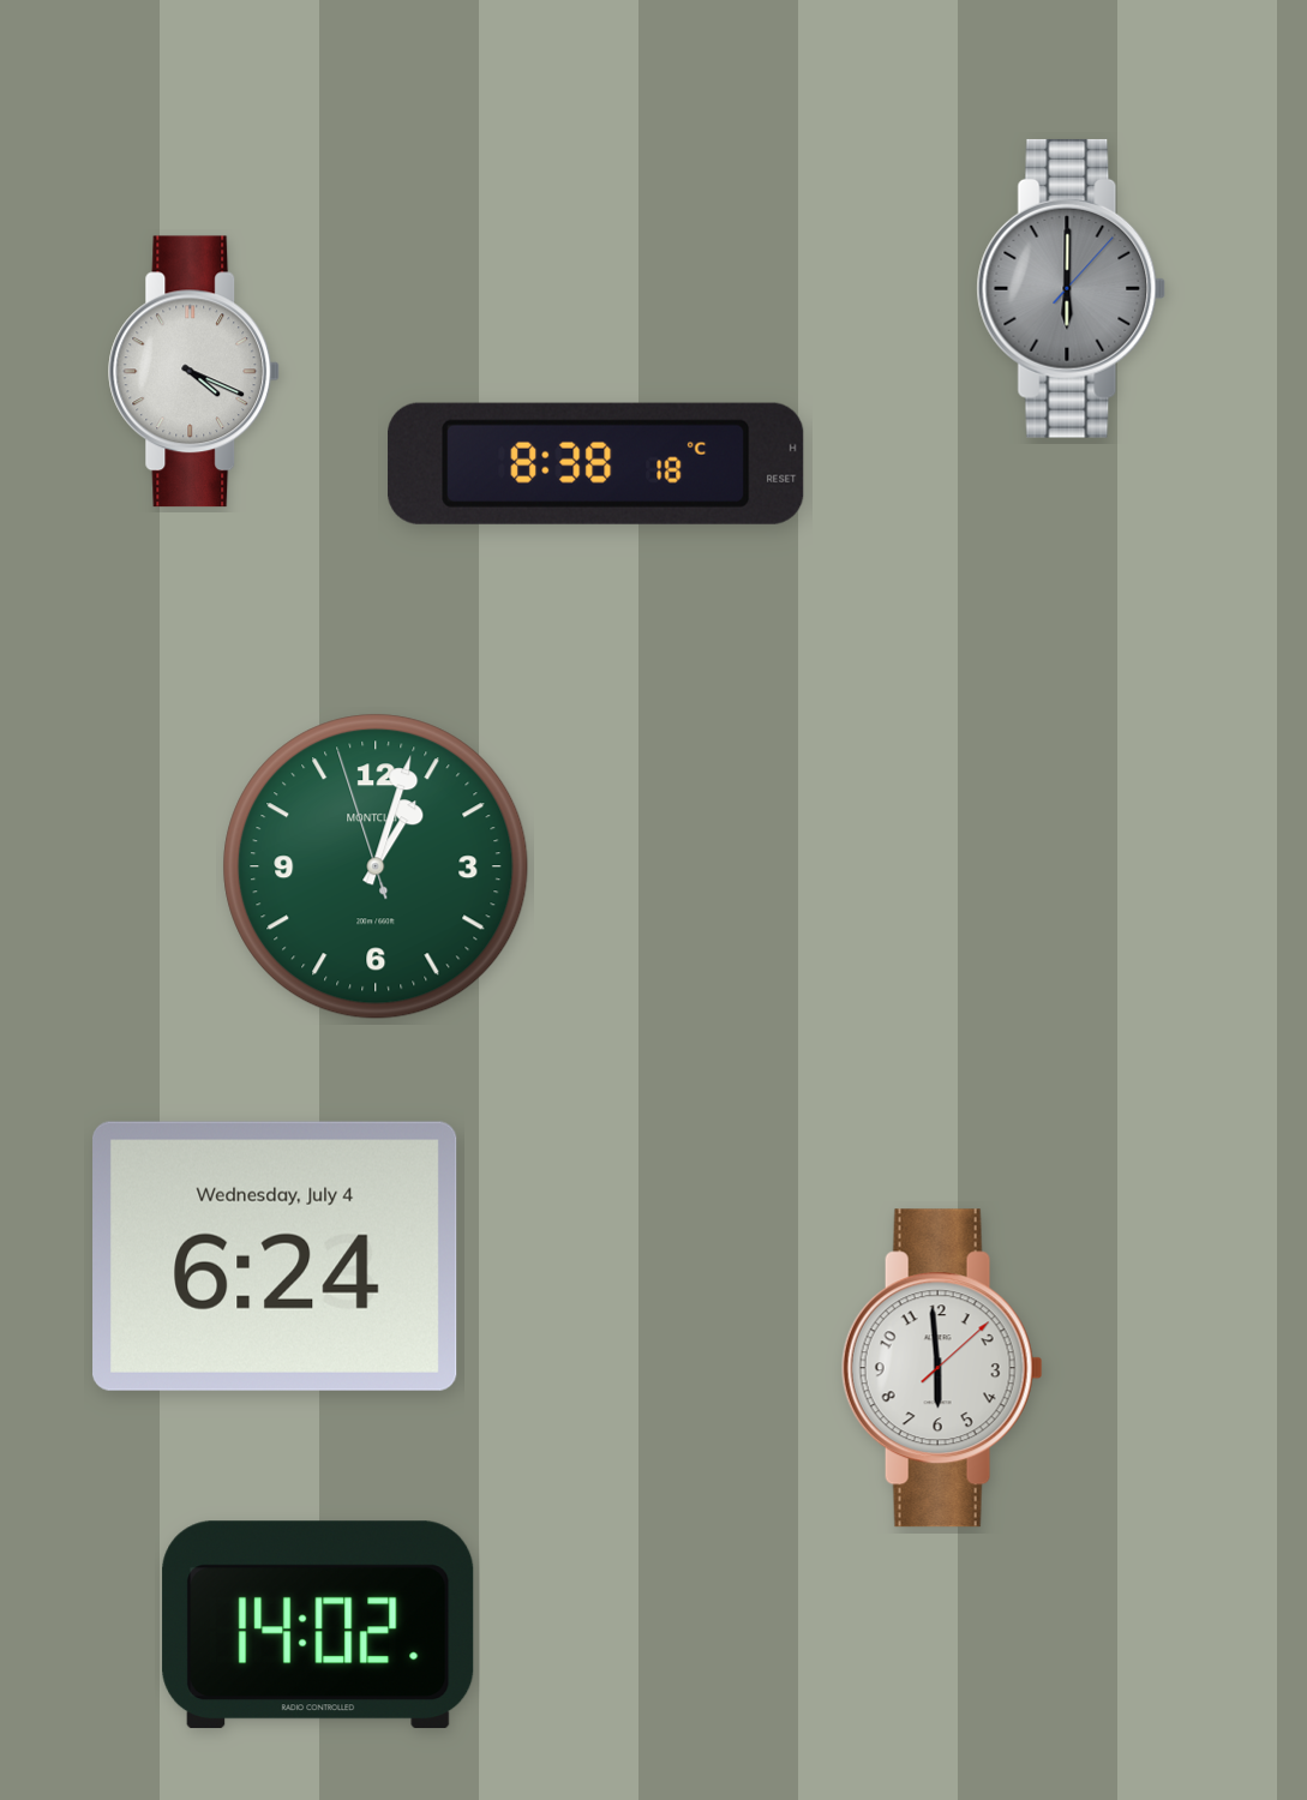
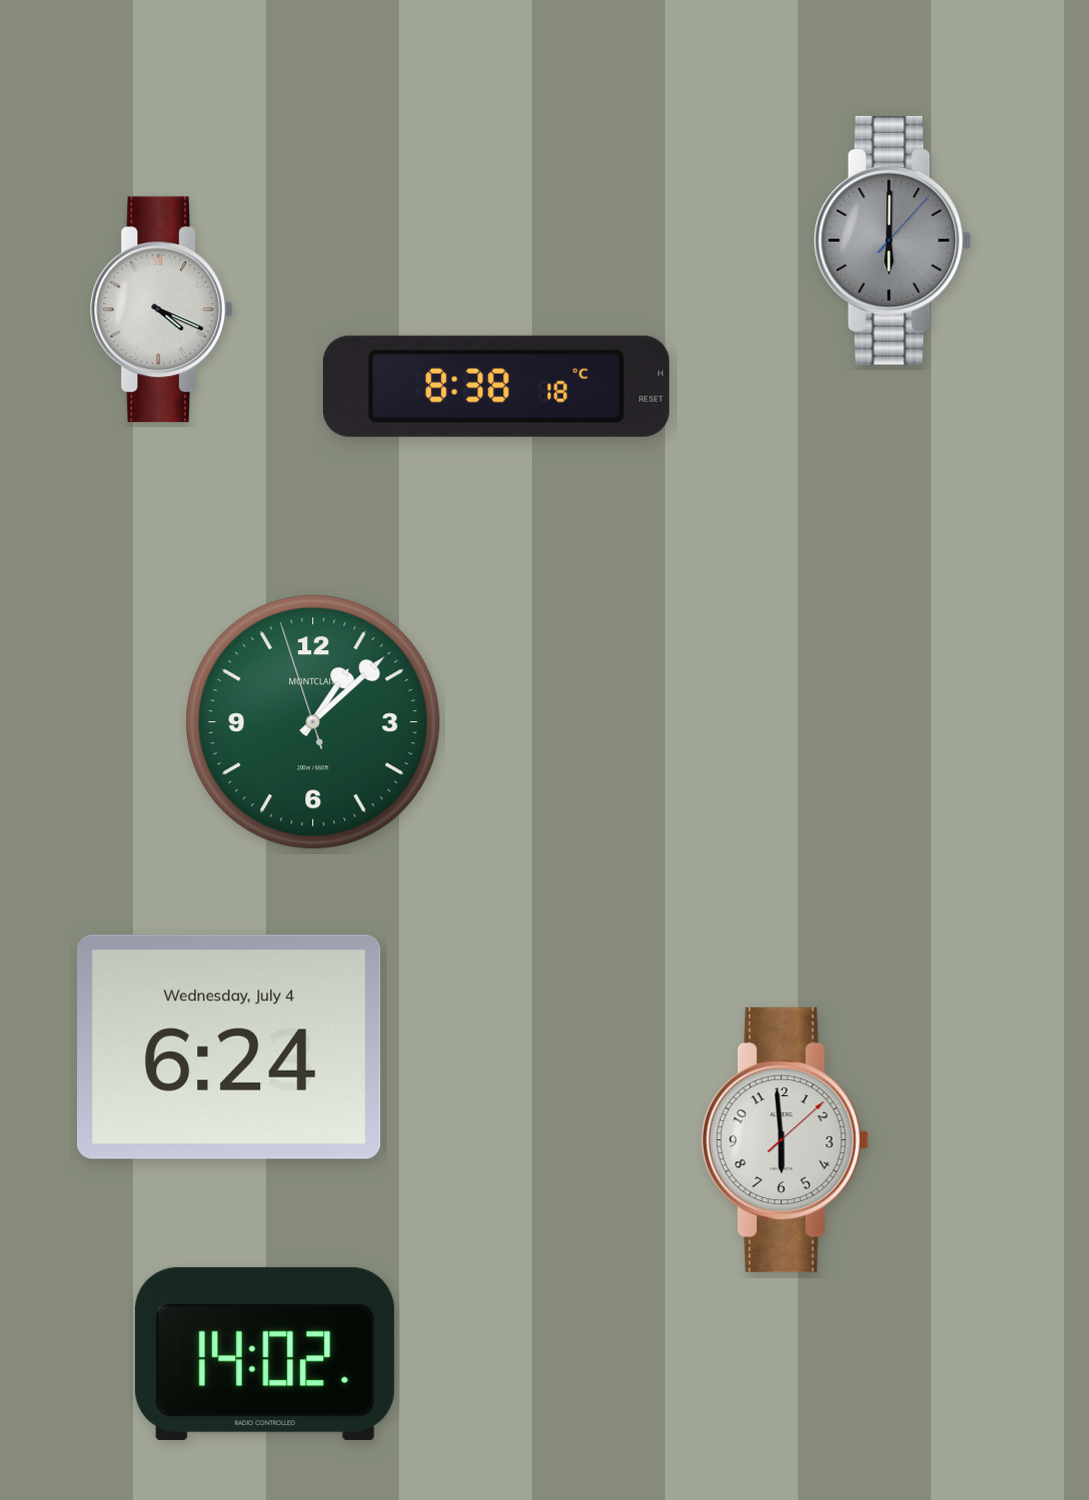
clock at (376, 866): 1:02 -> 1:07
